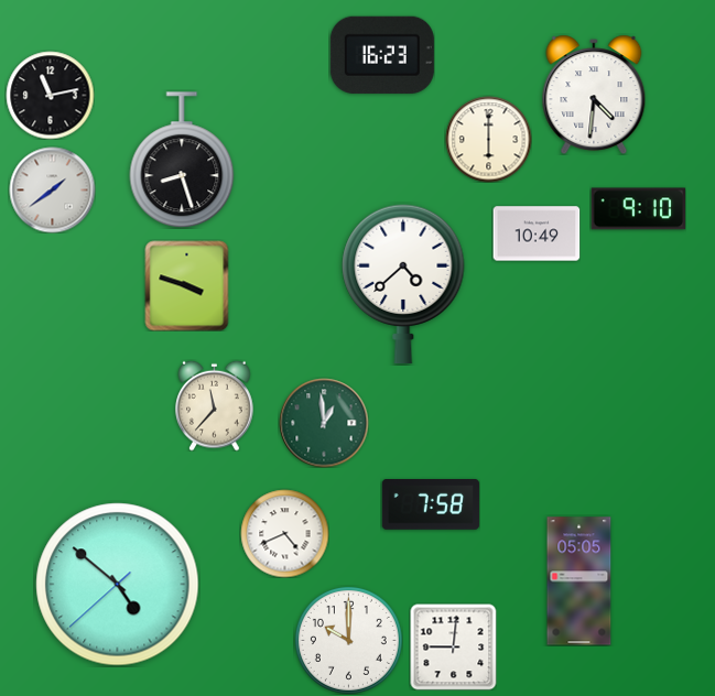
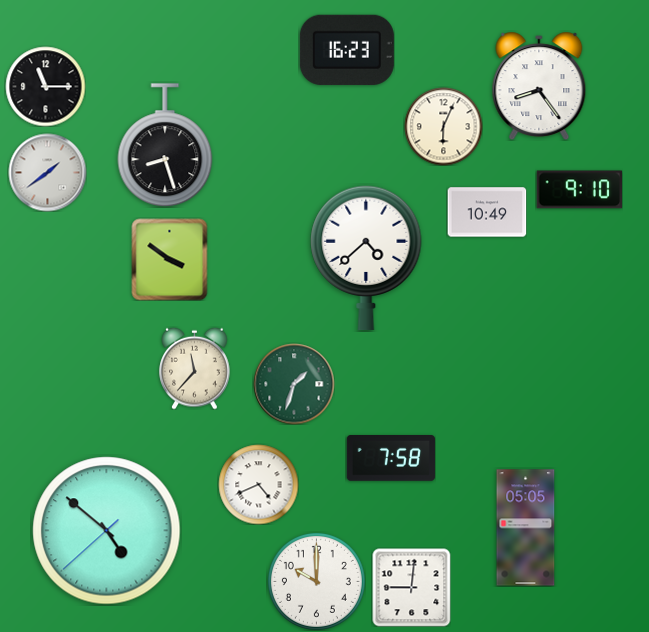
clock at (50, 95): 11:13 -> 11:15
clock at (594, 95): 4:31 -> 8:24
clock at (488, 139): 6:00 -> 6:04
clock at (187, 285): 3:48 -> 3:51
clock at (324, 423): 12:59 -> 1:33
